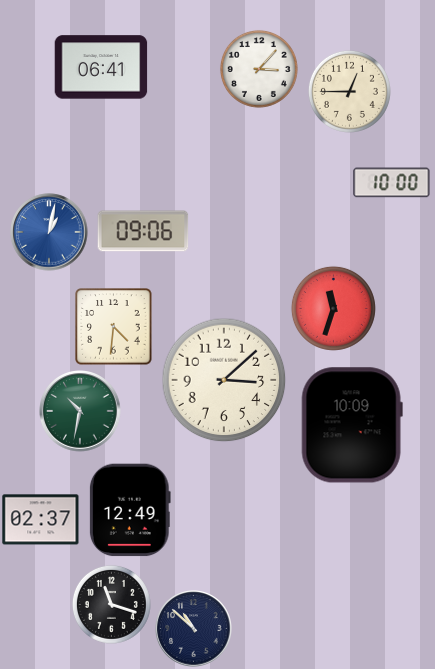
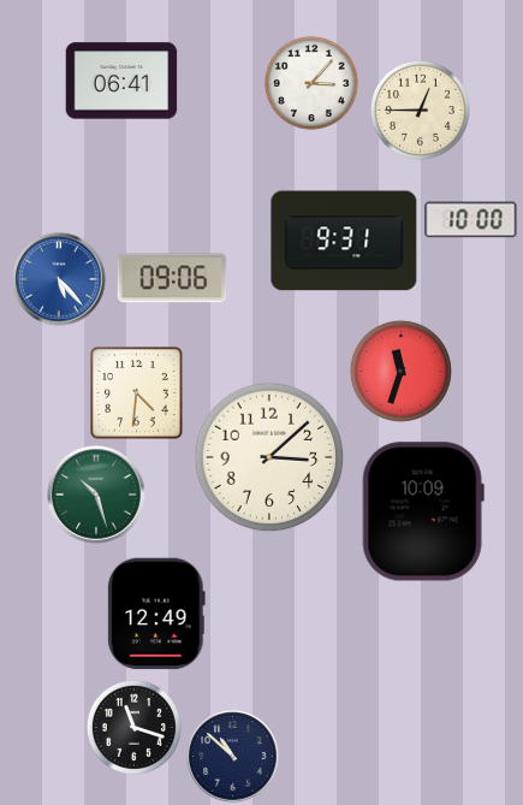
clock at (344, 241): none -> 9:31
clock at (49, 232): 1:02 -> 5:23
clock at (81, 411): 10:32 -> 10:27
clock at (41, 520): 02:37 -> none
